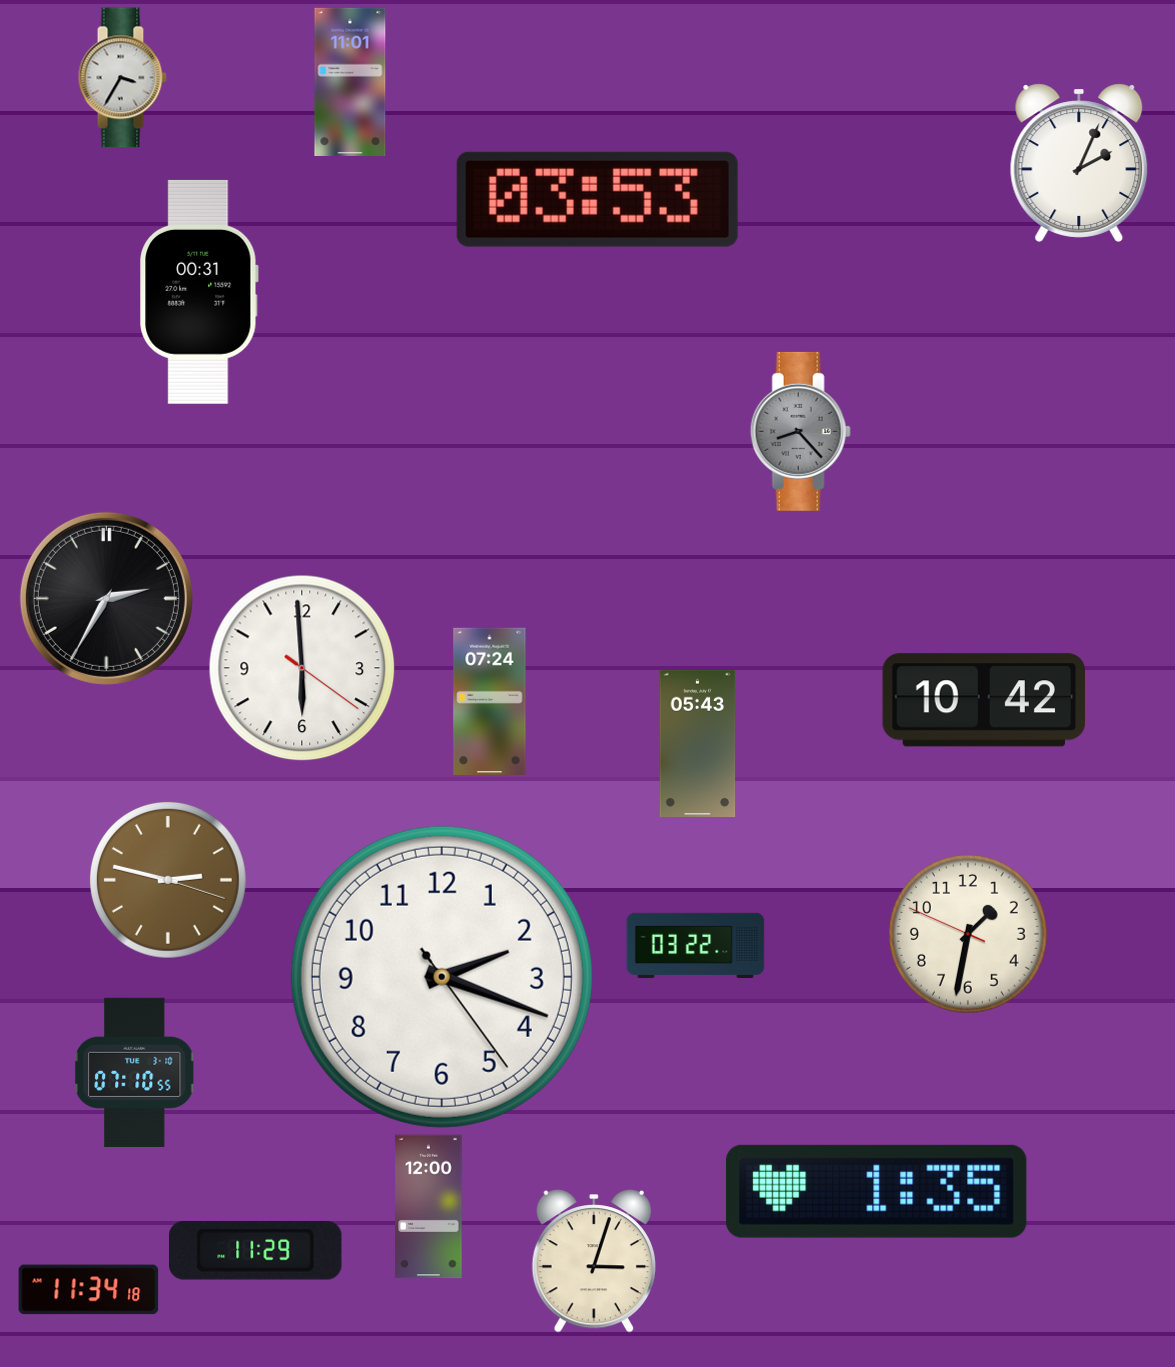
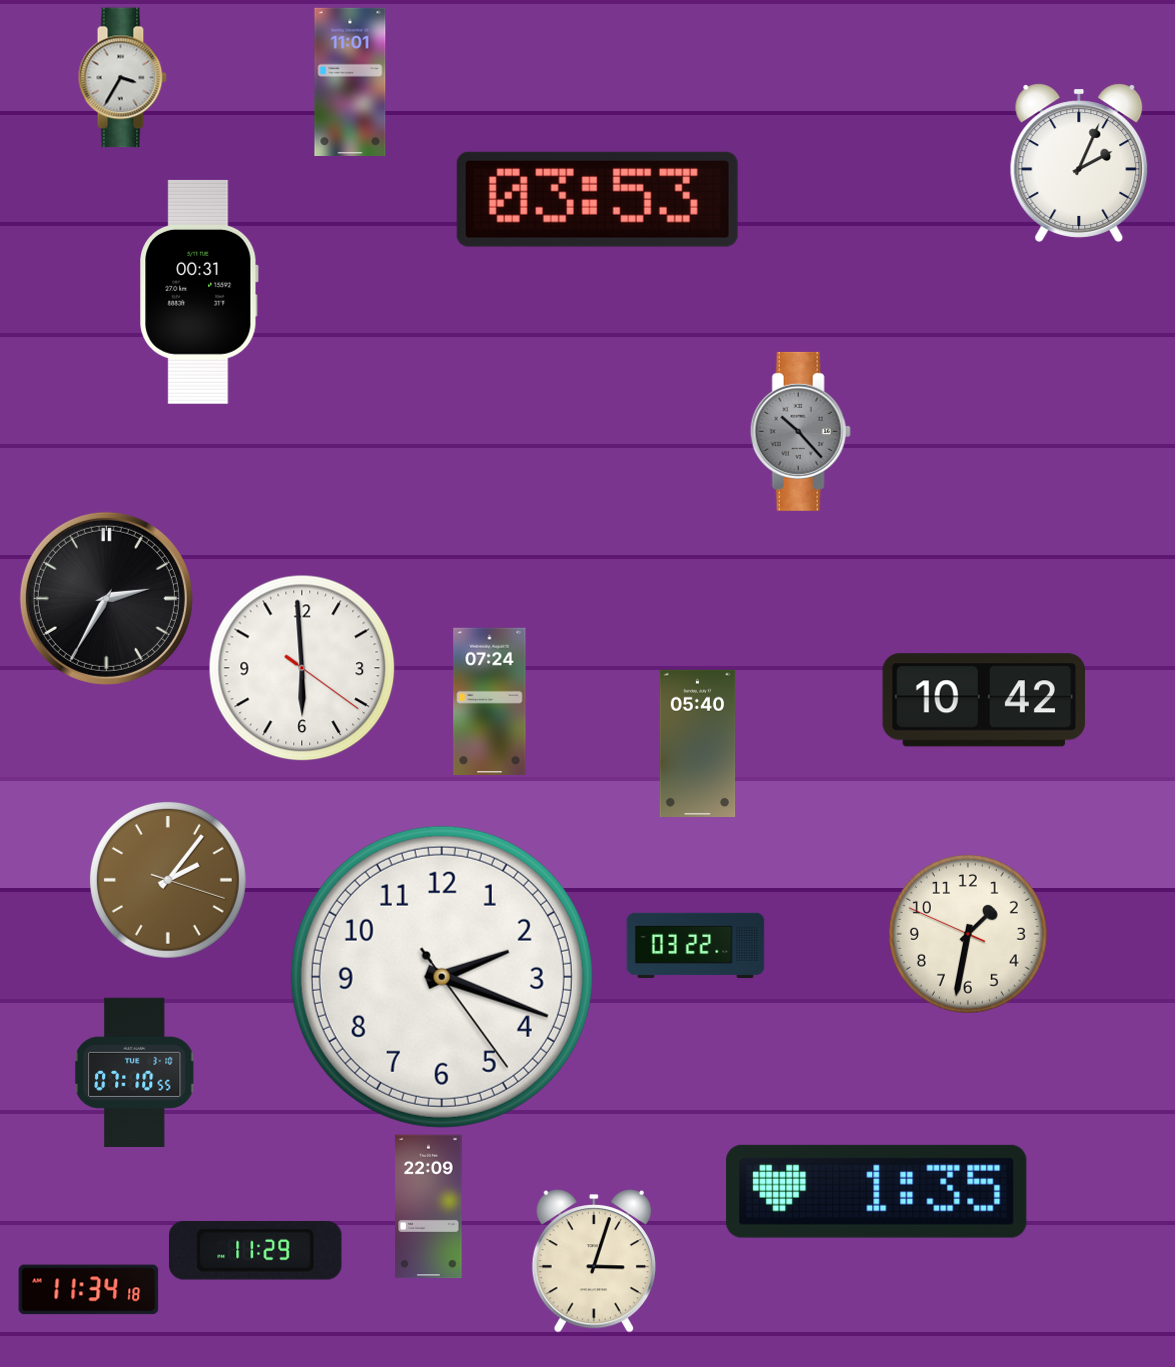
clock at (800, 431): 8:23 -> 10:23
clock at (698, 743): 05:43 -> 05:40
clock at (169, 881): 2:47 -> 2:06
clock at (429, 1207): 12:00 -> 22:09
